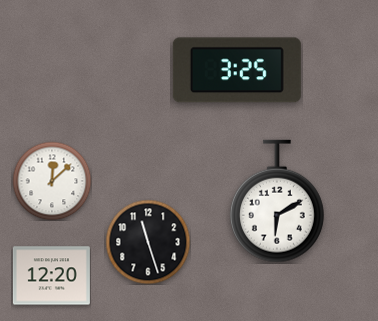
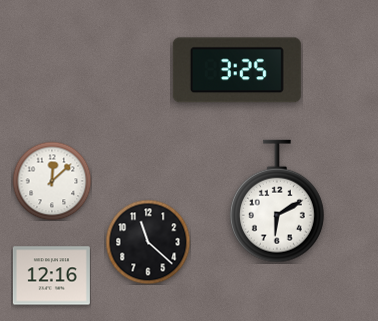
clock at (148, 242): 11:27 -> 11:22
clock at (51, 276): 12:20 -> 12:16
